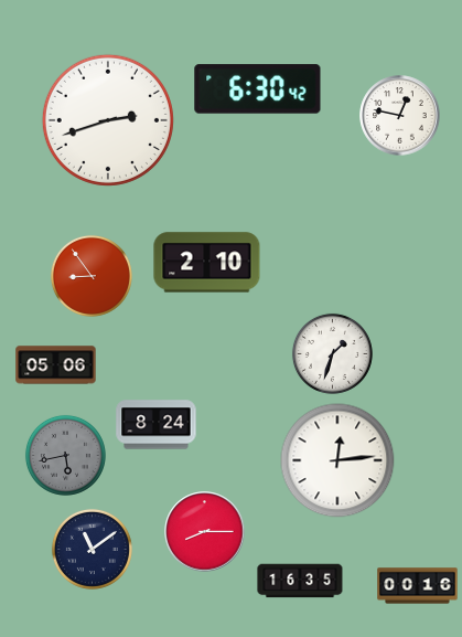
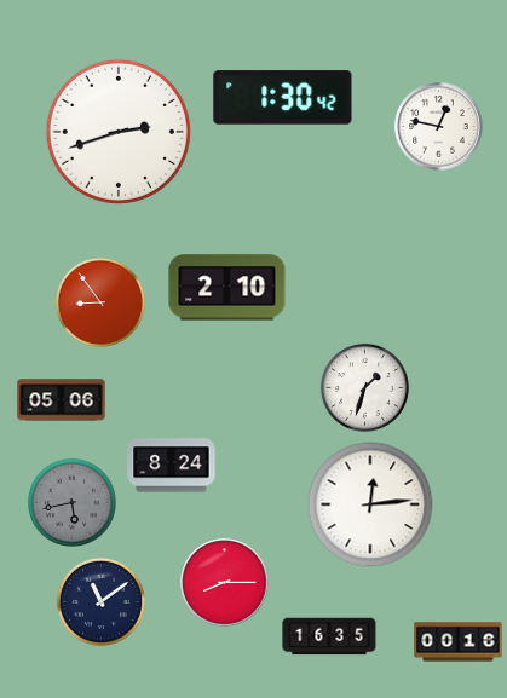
clock at (258, 89): 6:30 -> 1:30
clock at (65, 455) position: (65, 455) -> (71, 502)
